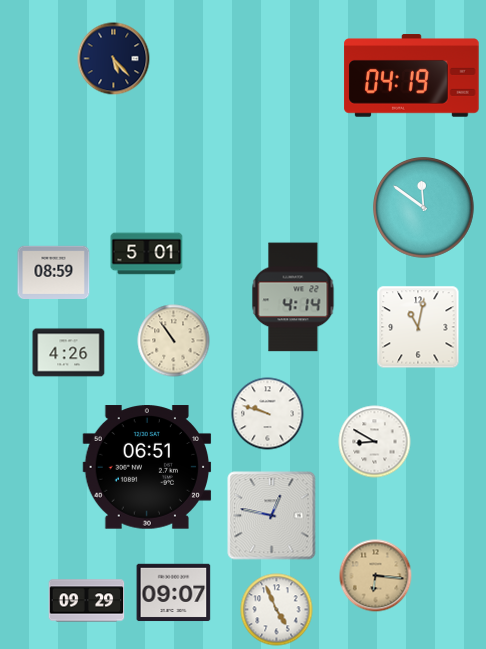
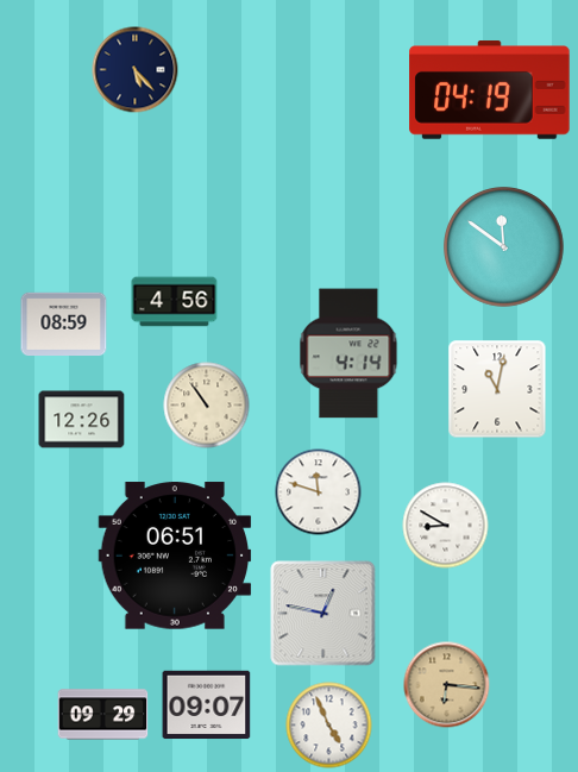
clock at (147, 254): 5:01 -> 4:56
clock at (69, 353): 4:26 -> 12:26
clock at (268, 414): 9:48 -> 11:48
